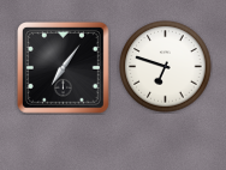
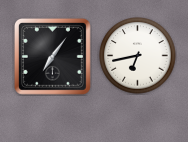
clock at (166, 67): 6:48 -> 6:43
